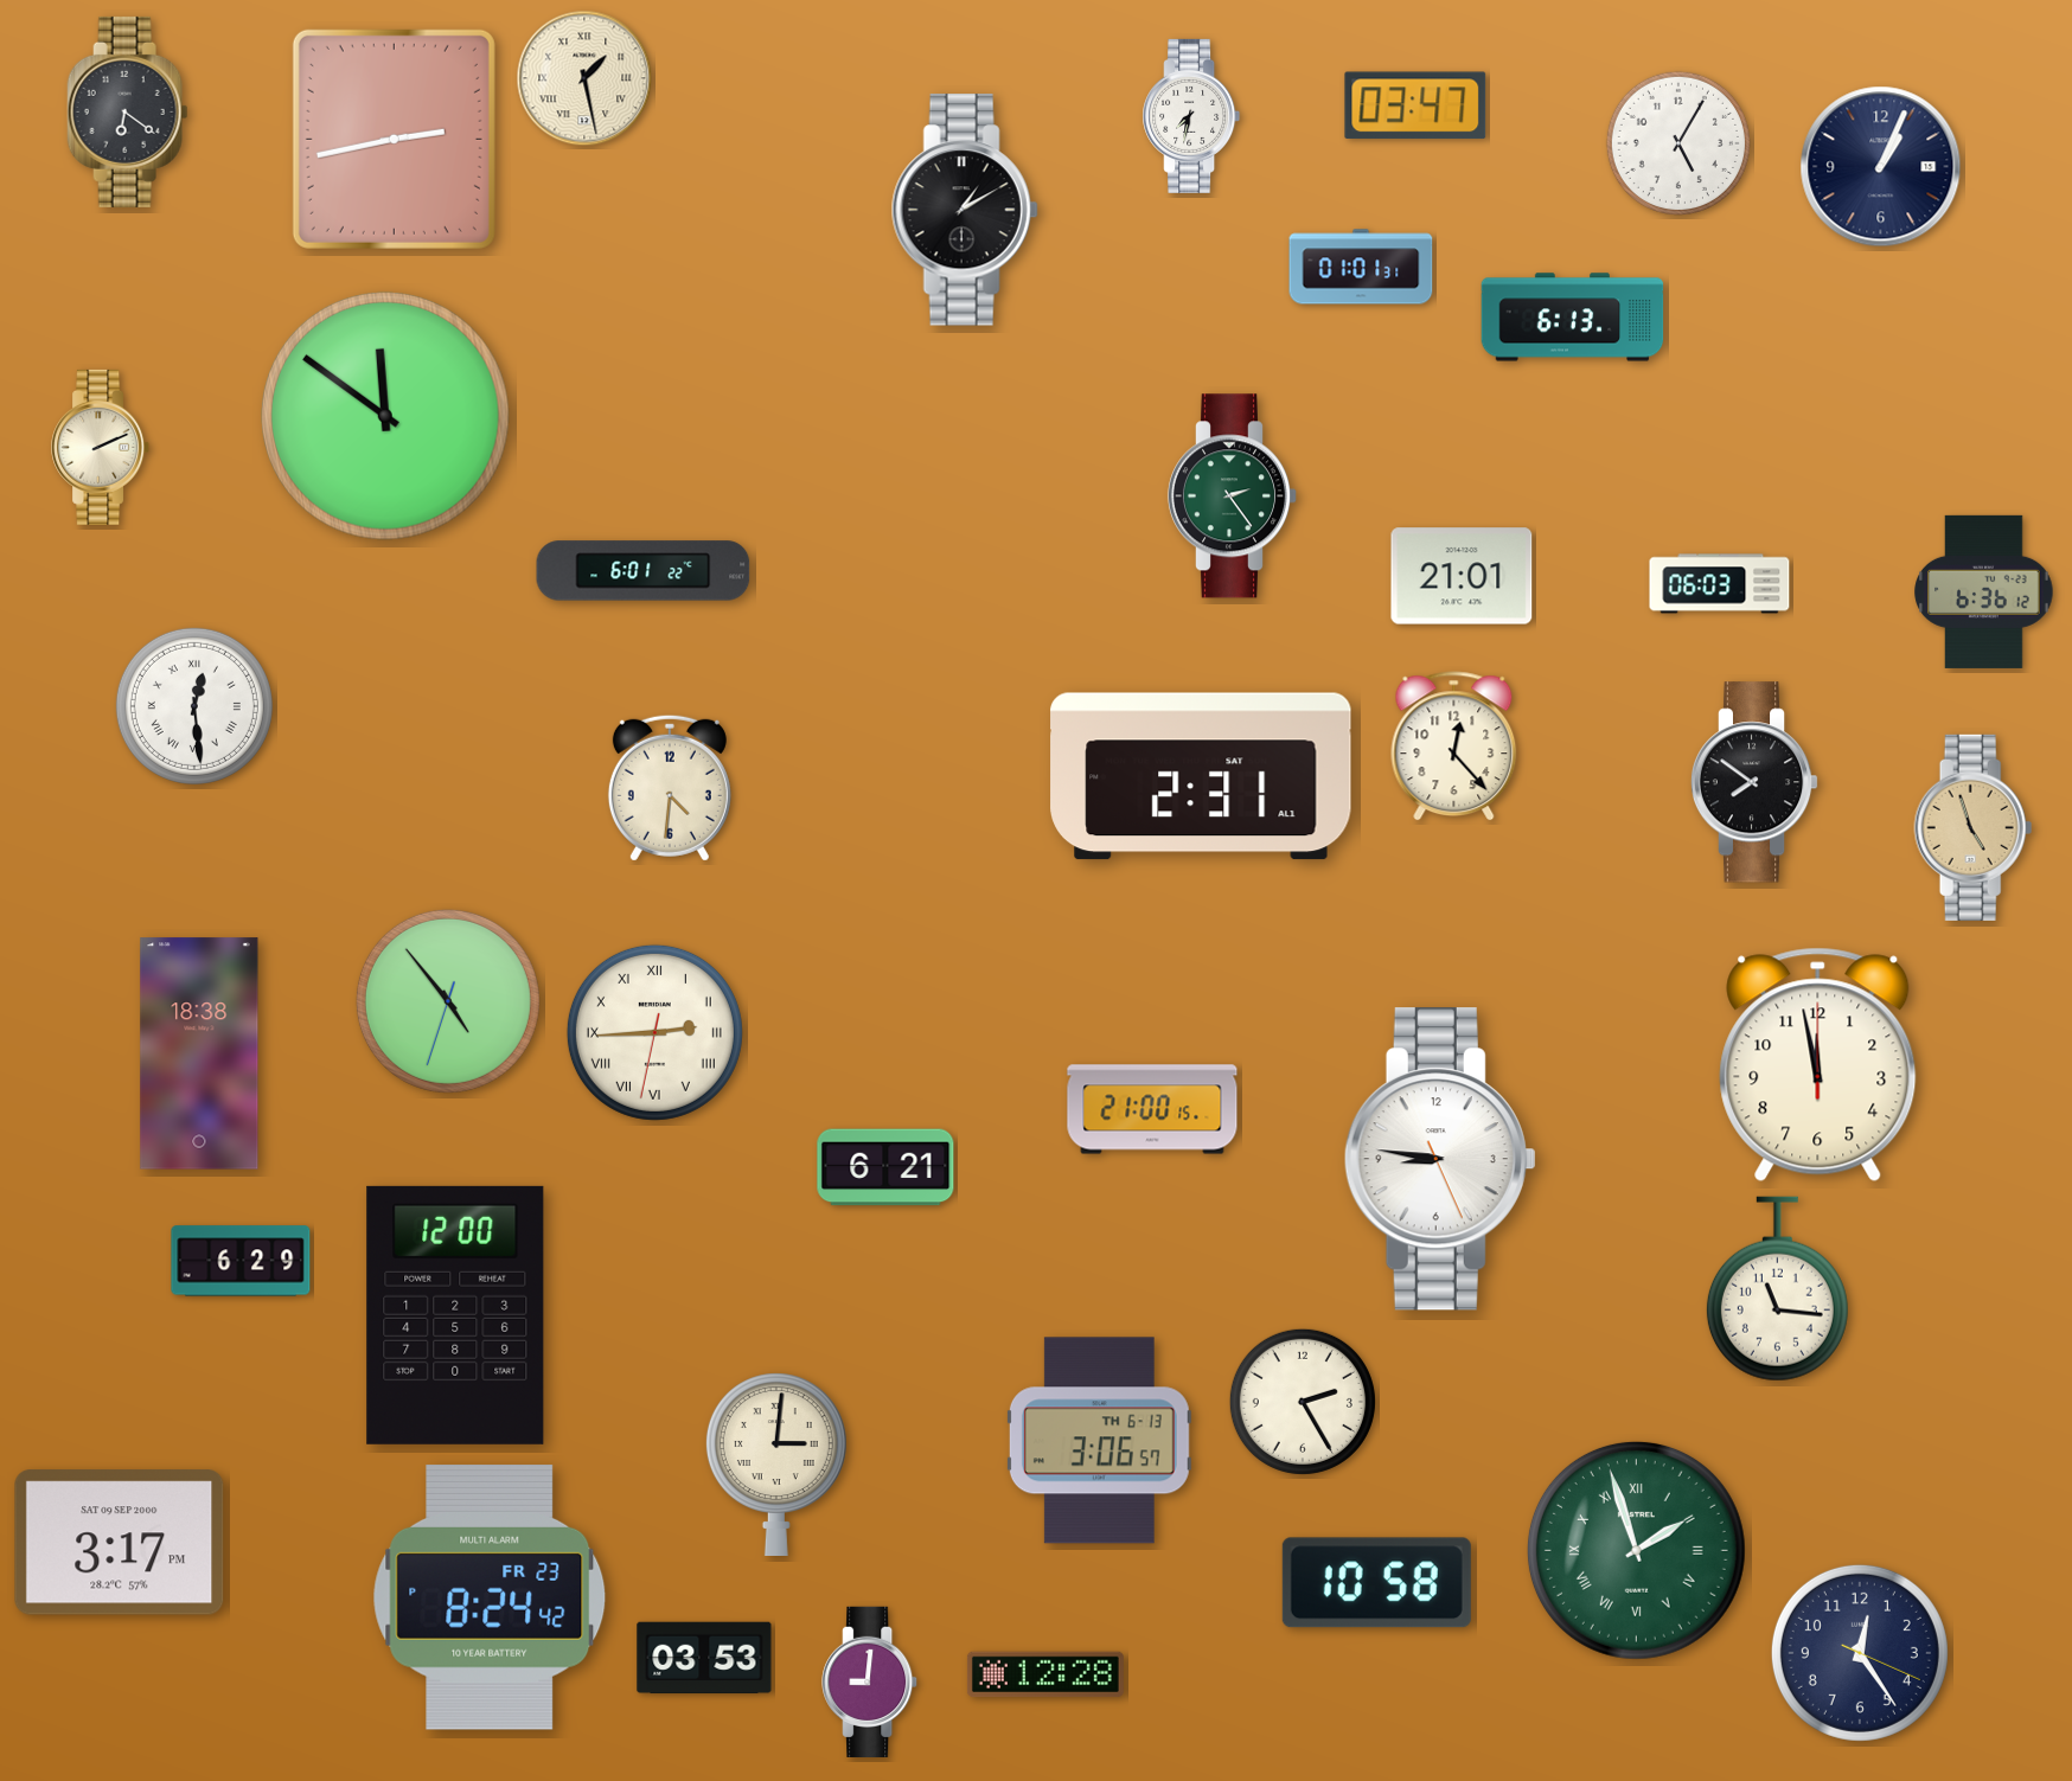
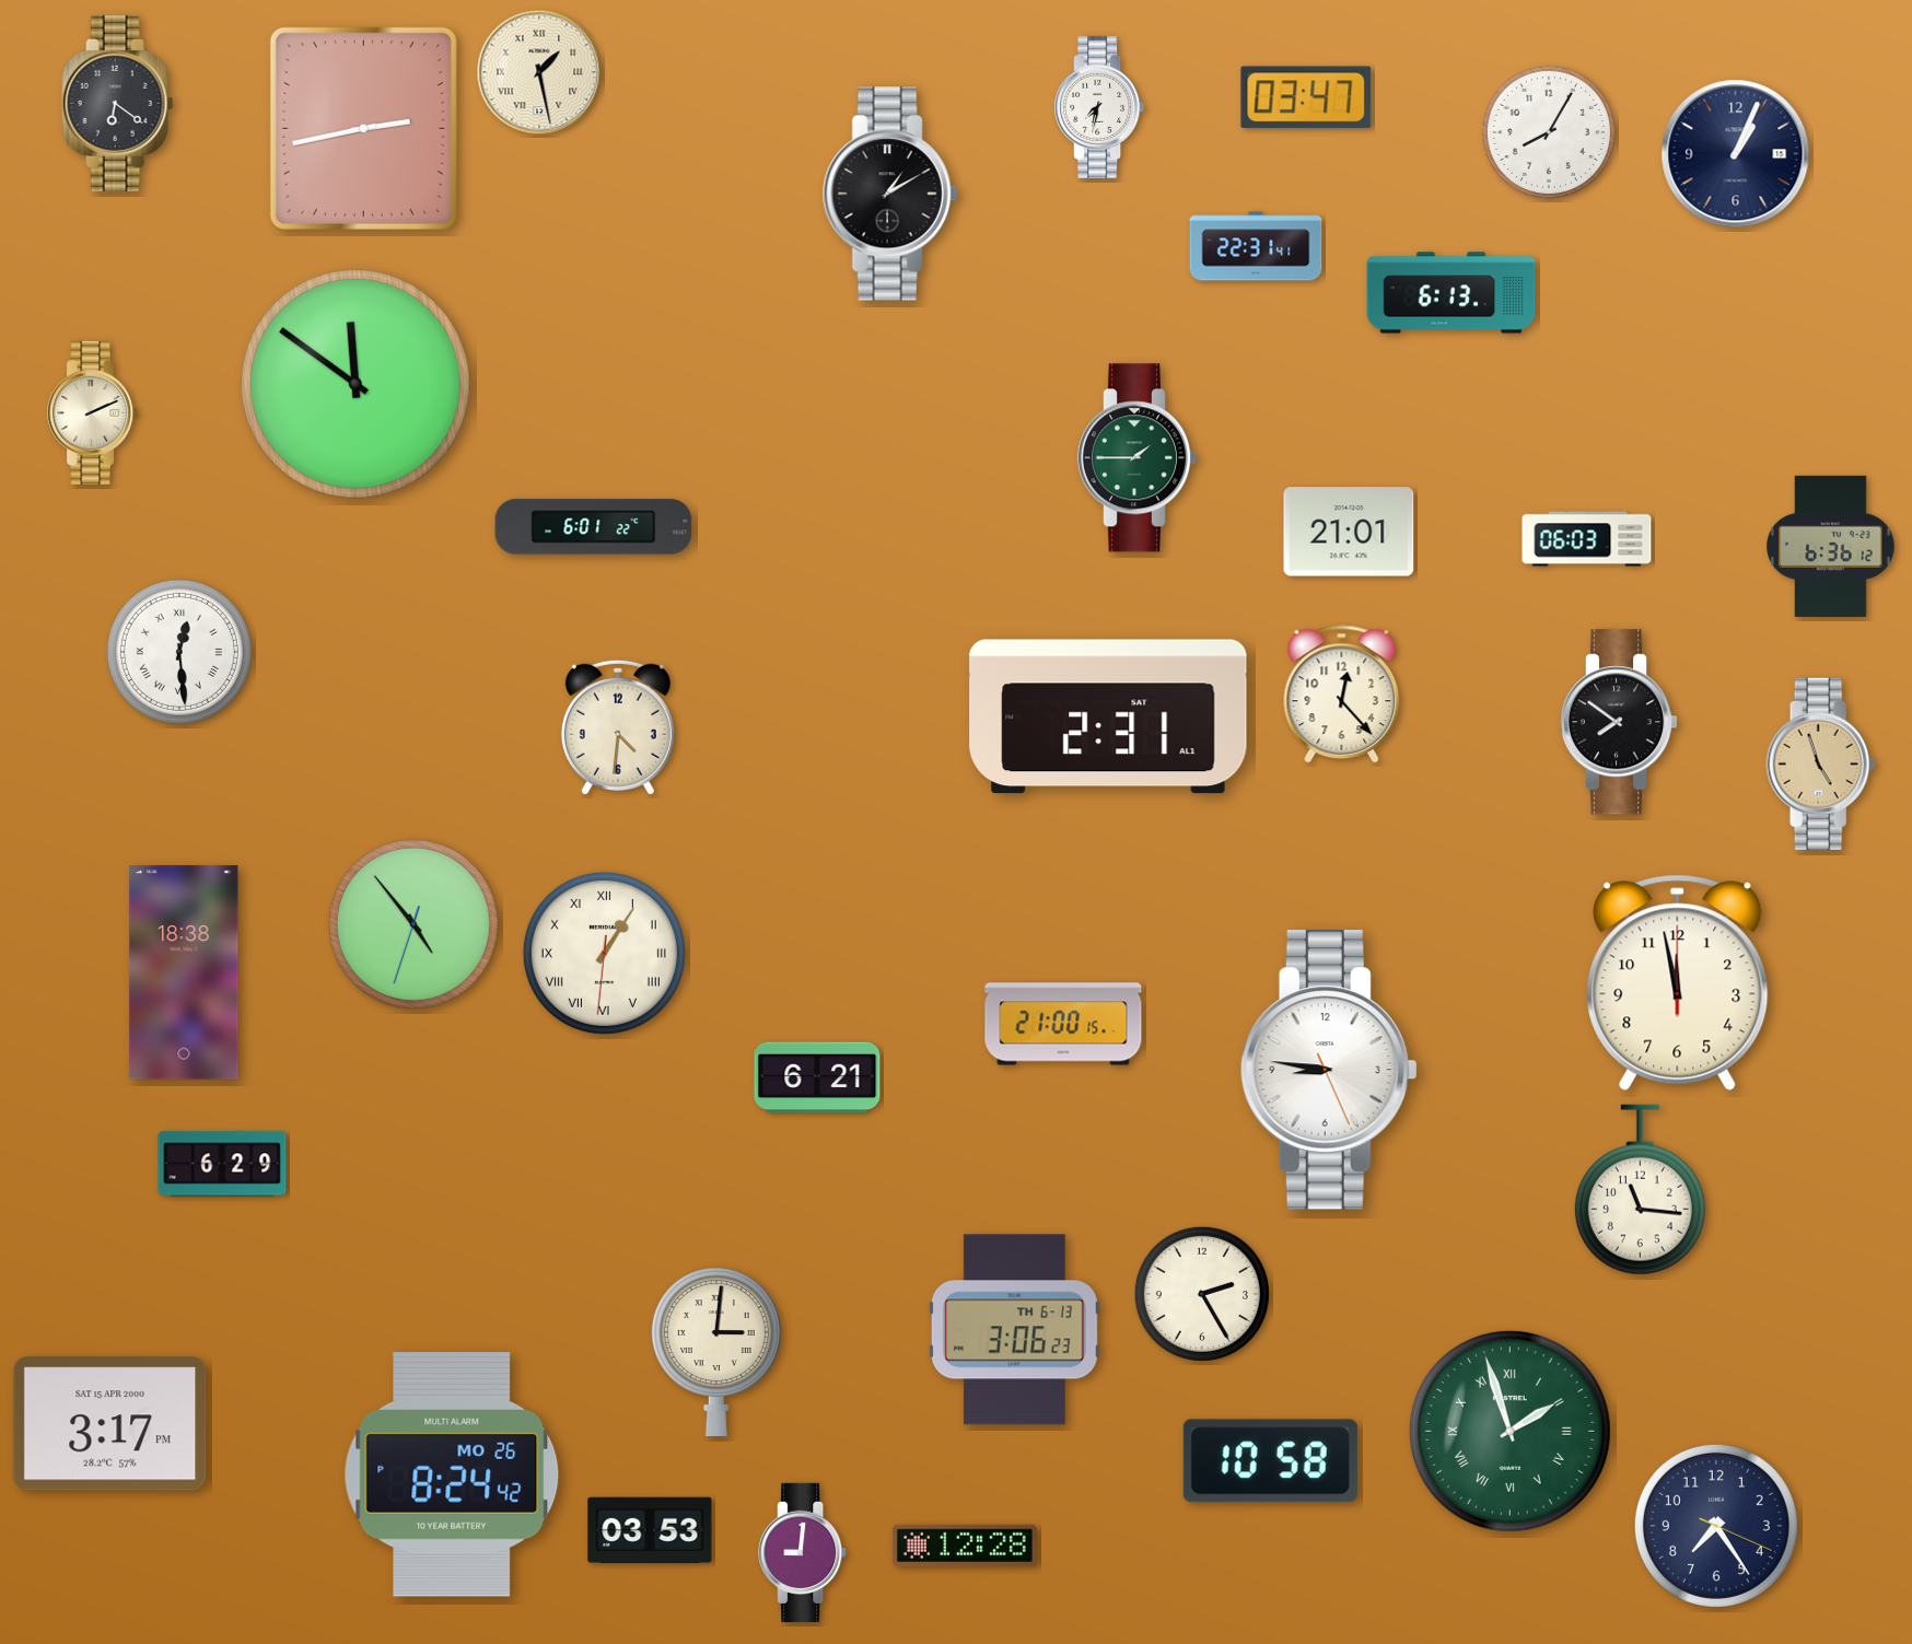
clock at (1678, 143): 5:05 -> 8:05
clock at (1361, 267): 01:01 -> 22:31
clock at (1232, 496): 2:24 -> 1:45
clock at (1454, 747) position: (1454, 747) -> (1342, 695)
clock at (654, 1032): 2:44 -> 1:05
clock at (455, 1315): 12:00 -> none
clock at (1099, 1441): 3:06:57 -> 3:06:23
clock at (120, 1543) date: SAT 09 SEP 2000 -> SAT 15 APR 2000
clock at (490, 1597) date: FR 23 -> MO 26
clock at (1860, 1653): 12:24 -> 7:24
